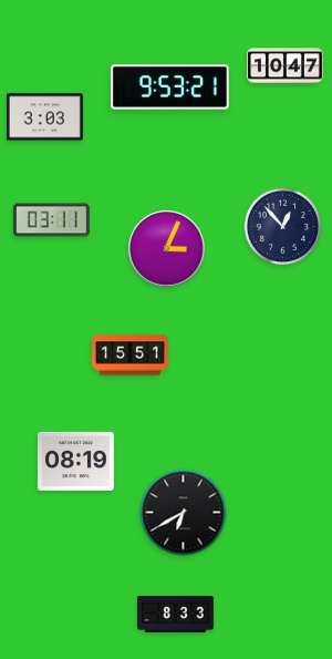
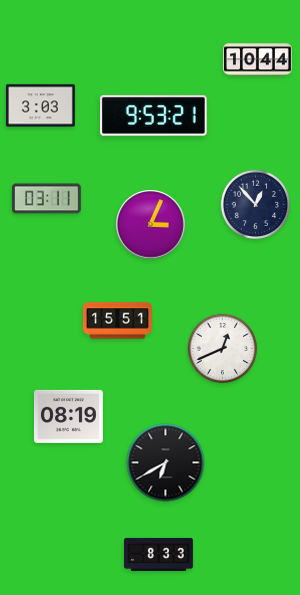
clock at (286, 66): 10:47 -> 10:44
clock at (170, 87) position: (170, 87) -> (154, 116)
clock at (223, 349): none -> 12:41
